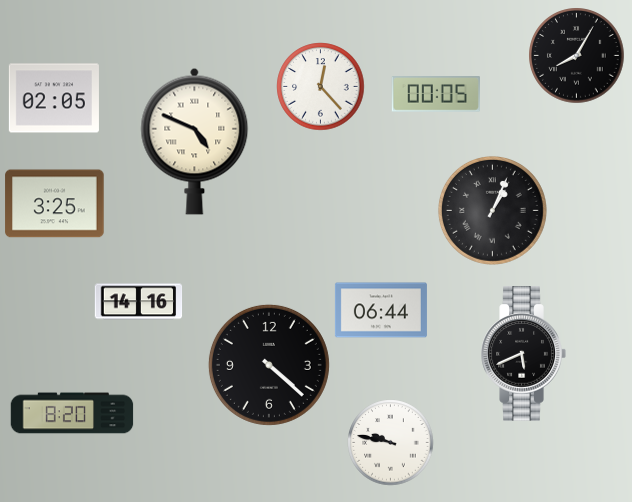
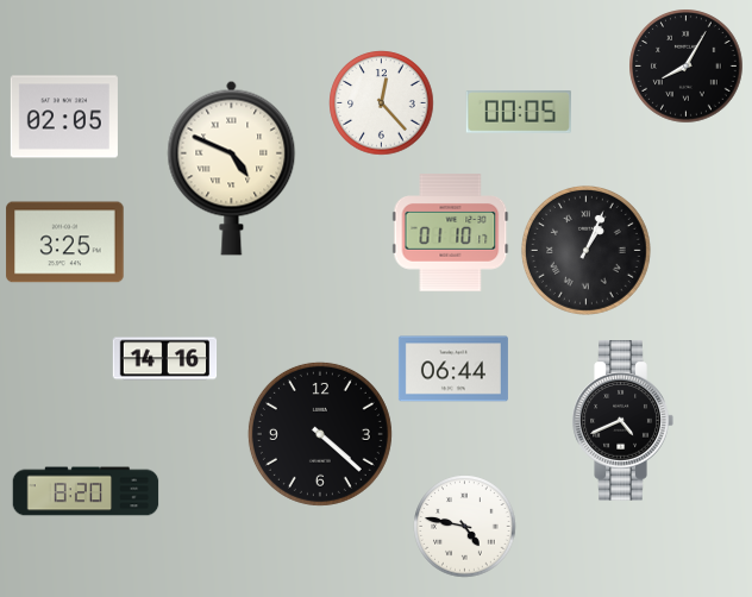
clock at (451, 233): none -> 01:10
clock at (523, 354): 5:41 -> 4:41
clock at (391, 443): 9:47 -> 4:47
